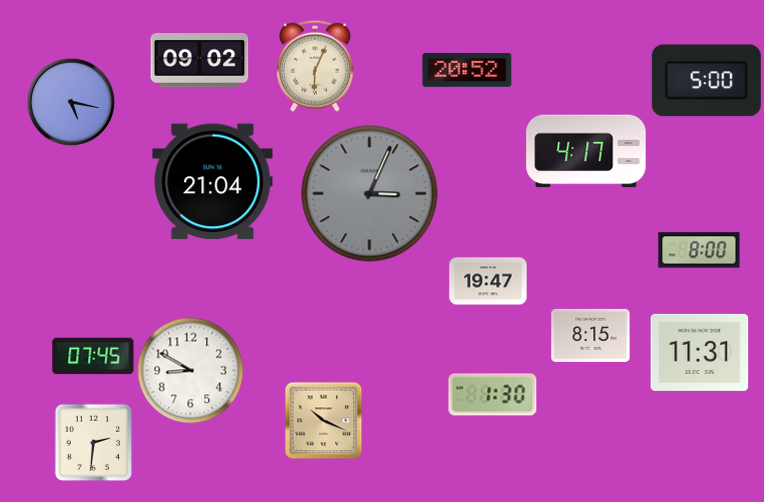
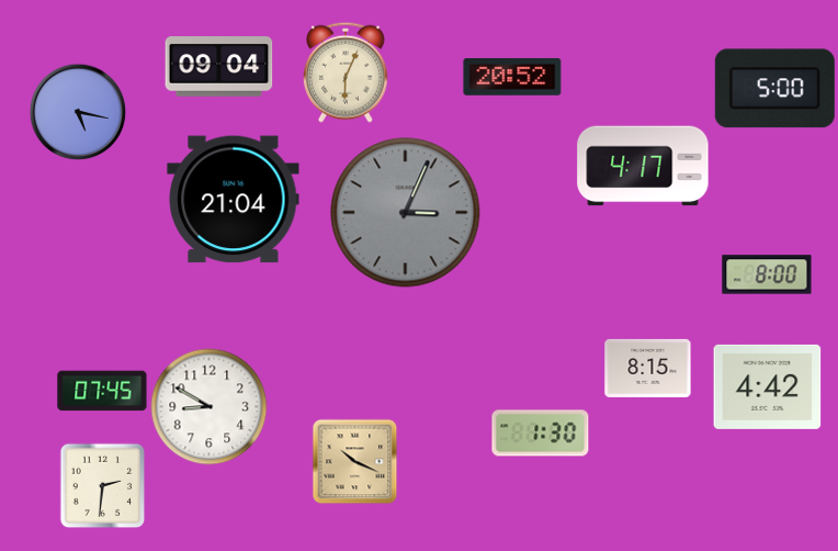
clock at (200, 61): 09:02 -> 09:04
clock at (488, 281): 19:47 -> none
clock at (700, 352): 11:31 -> 4:42
